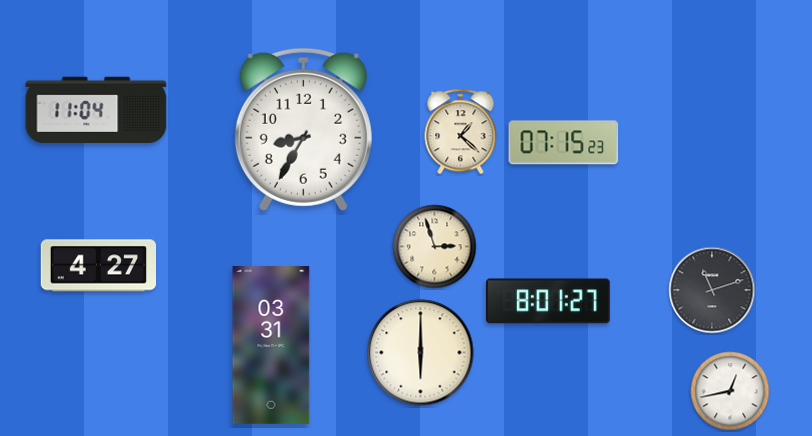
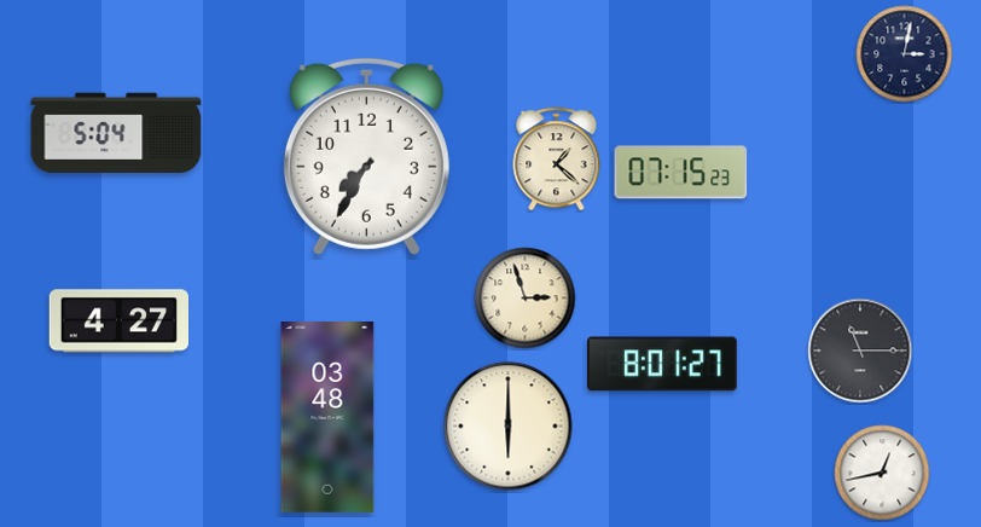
clock at (905, 54): none -> 3:02
clock at (96, 110): 11:04 -> 5:04
clock at (303, 129): 8:35 -> 7:35
clock at (712, 290): 11:12 -> 11:15
clock at (271, 346): 03:31 -> 03:48
